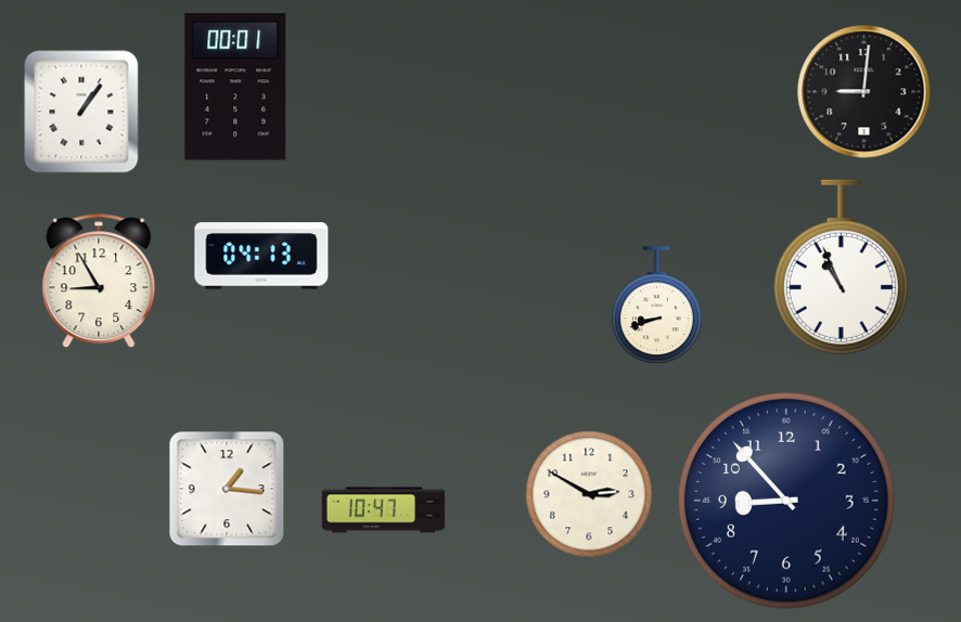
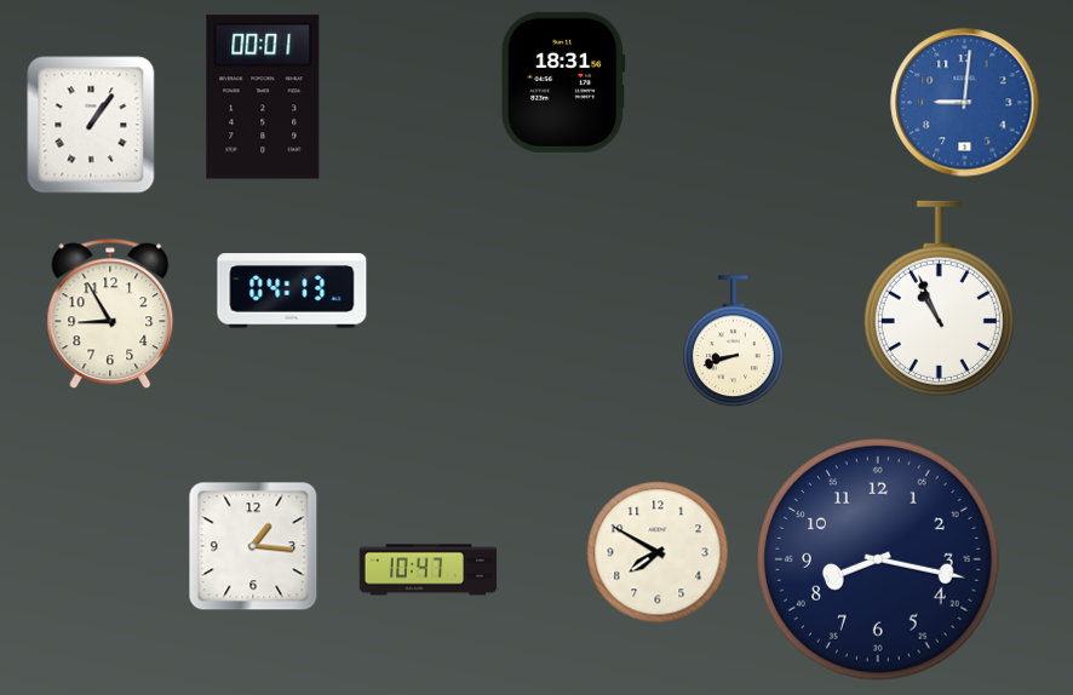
clock at (563, 82): none -> 18:31
clock at (864, 92) dial: black -> blue
clock at (261, 256) position: (261, 256) -> (292, 291)
clock at (589, 494): 2:50 -> 7:50
clock at (786, 501): 8:53 -> 8:17
